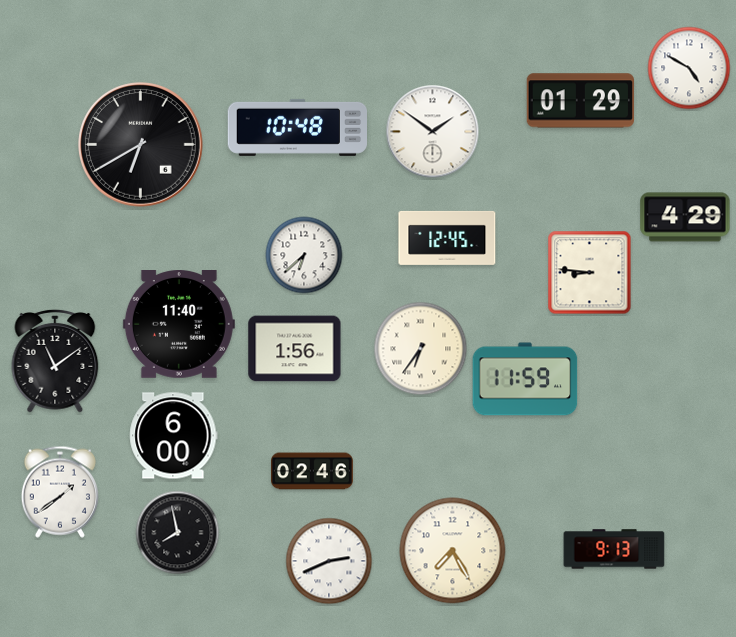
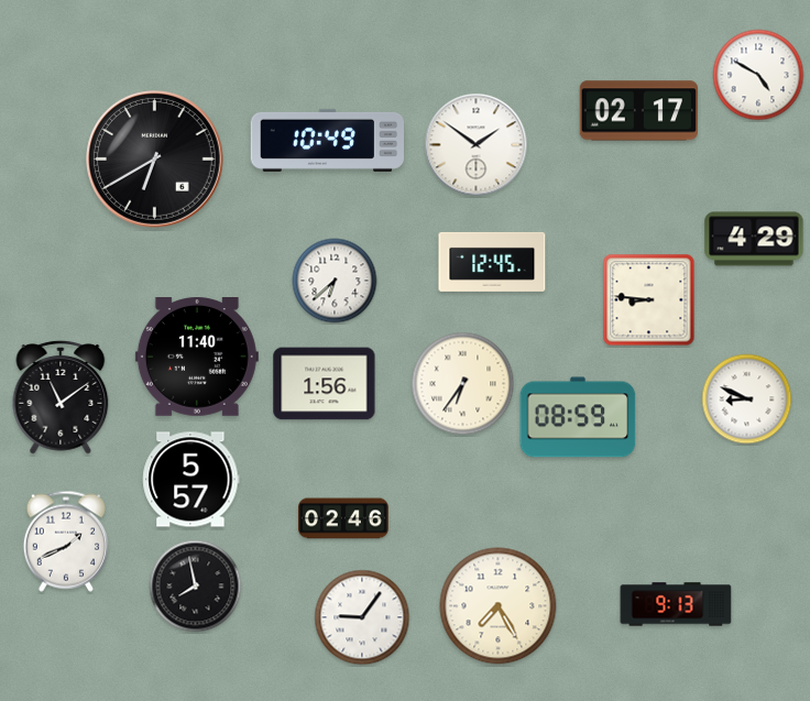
clock at (581, 101): 01:29 -> 02:17
clock at (297, 127): 10:48 -> 10:49
clock at (747, 399): none -> 8:49
clock at (525, 379): 11:59 -> 08:59
clock at (174, 436): 6:00 -> 5:57
clock at (60, 492): 1:39 -> 1:41
clock at (329, 561): 2:41 -> 9:06
